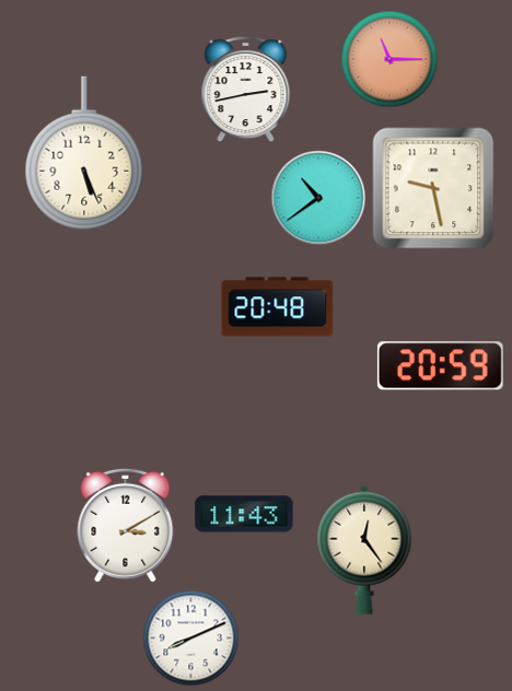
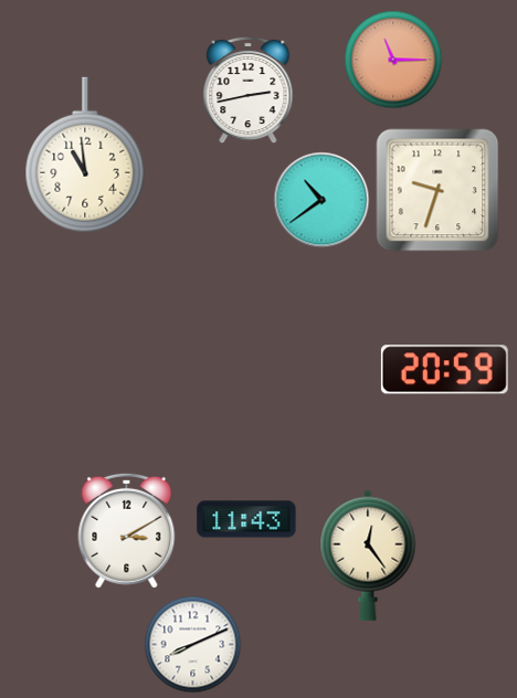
clock at (84, 153): 5:26 -> 10:59
clock at (433, 188): 9:28 -> 9:33
clock at (278, 307): 20:48 -> none
